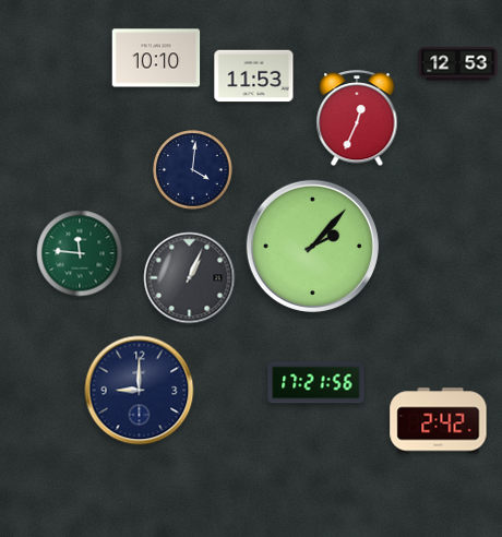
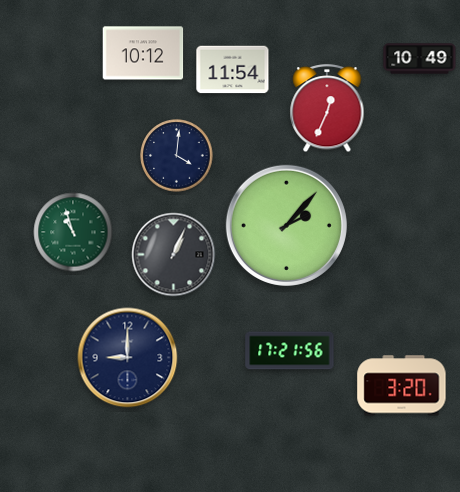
clock at (156, 58): 10:10 -> 10:12
clock at (458, 64): 12:53 -> 10:49
clock at (254, 76): 11:53 -> 11:54
clock at (80, 253): 11:46 -> 10:57
clock at (439, 421): 2:42 -> 3:20
